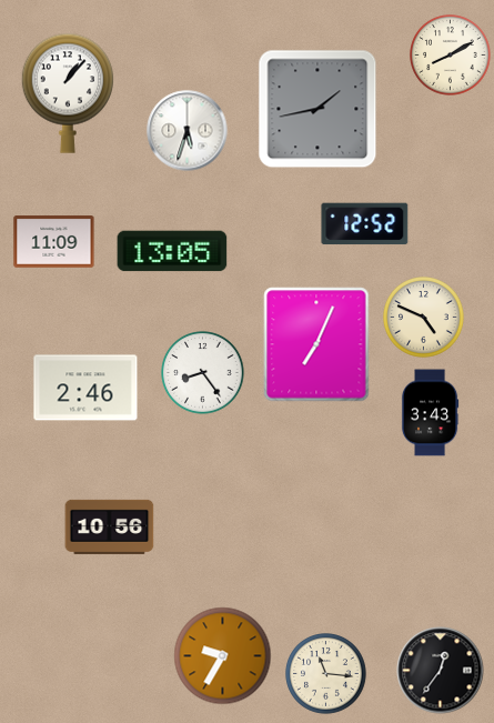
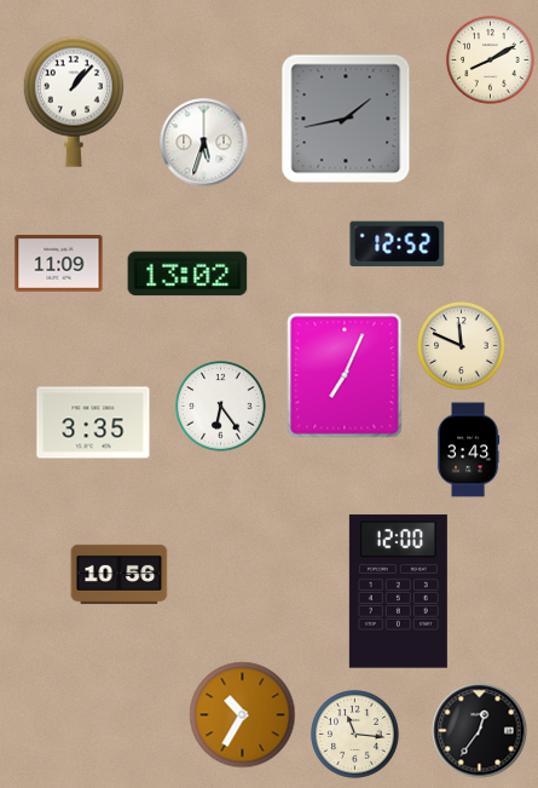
clock at (172, 251): 13:05 -> 13:02
clock at (424, 318): 4:49 -> 11:49
clock at (203, 373): 8:24 -> 6:24
clock at (85, 388): 2:46 -> 3:35
clock at (398, 592): none -> 12:00
clock at (223, 656): 9:35 -> 10:35
